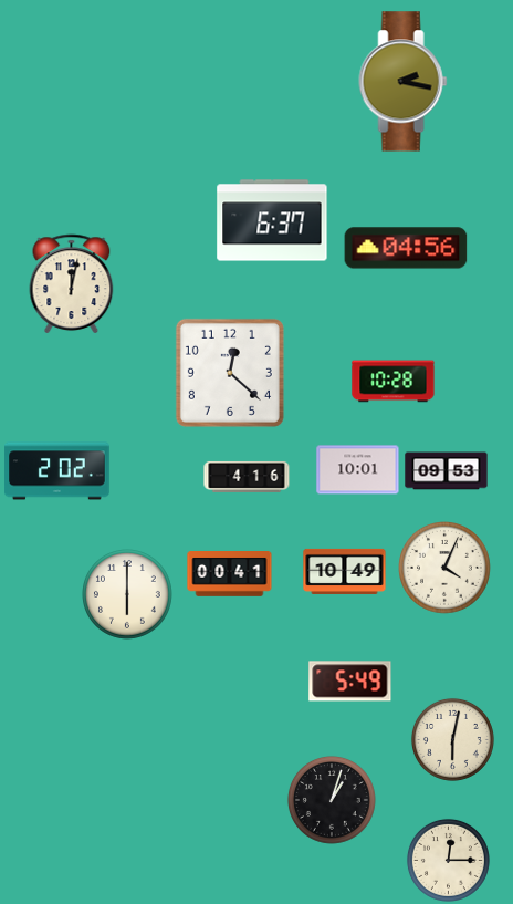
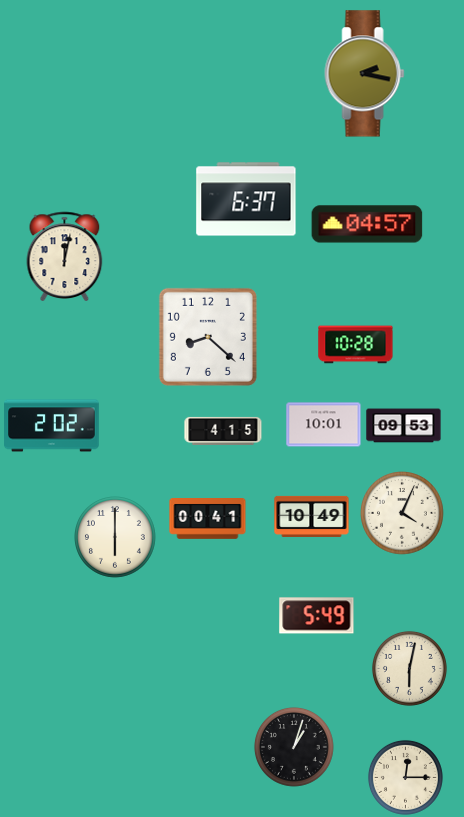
clock at (406, 248): 04:56 -> 04:57
clock at (230, 373): 12:22 -> 8:22
clock at (247, 477): 4:16 -> 4:15
clock at (332, 800) position: (332, 800) -> (294, 747)
